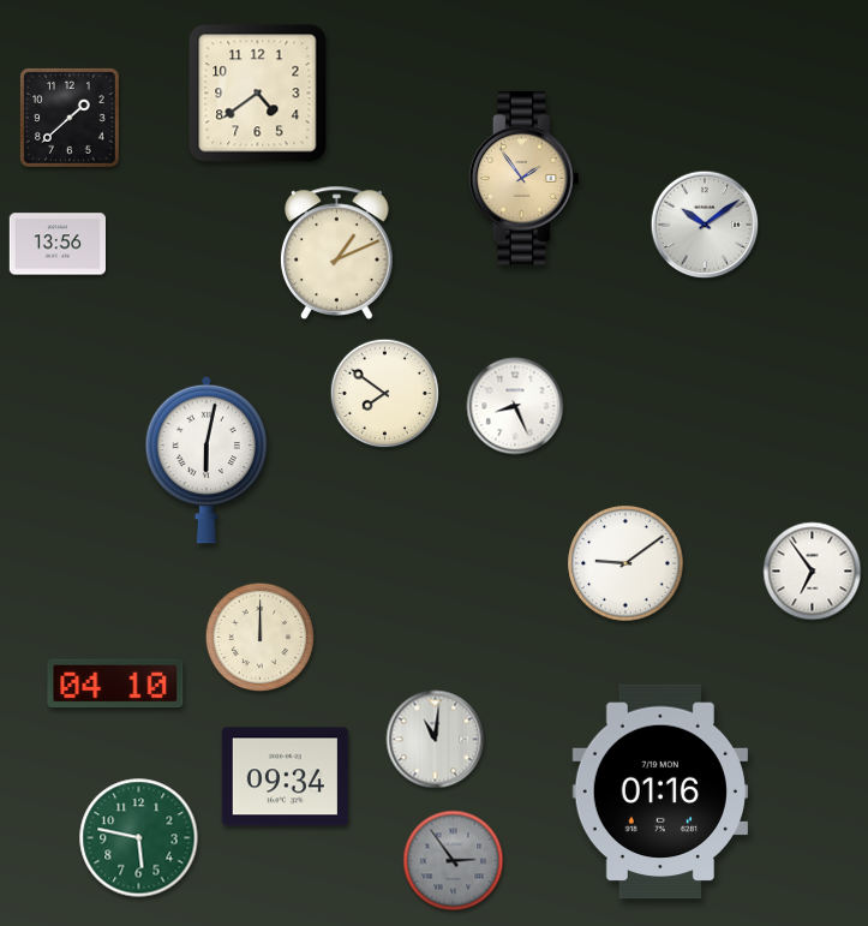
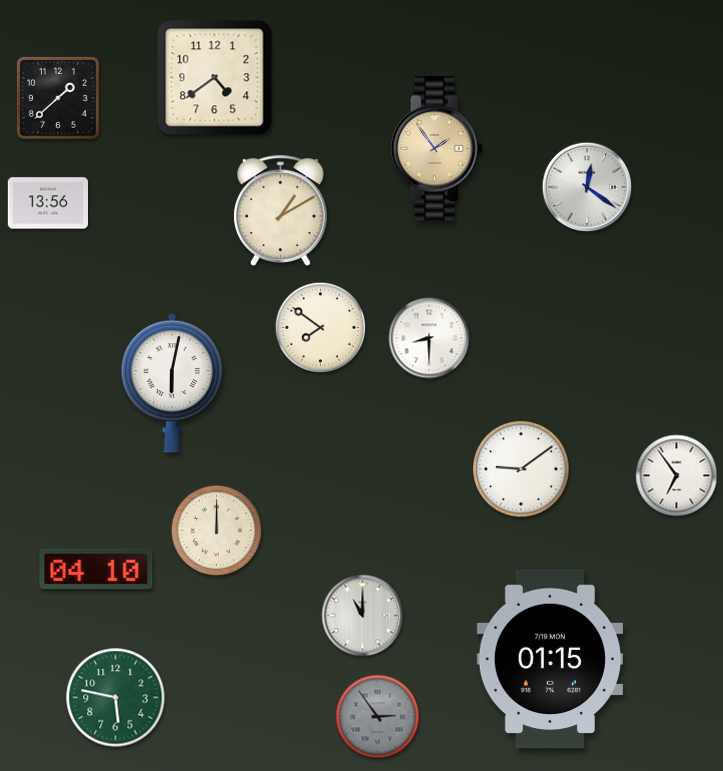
clock at (705, 225): 10:09 -> 12:21
clock at (337, 252): 1:11 -> 1:10
clock at (515, 406): 8:26 -> 8:30
clock at (436, 740): 11:01 -> 11:00
clock at (285, 777): 09:34 -> none
clock at (660, 791): 01:16 -> 01:15
